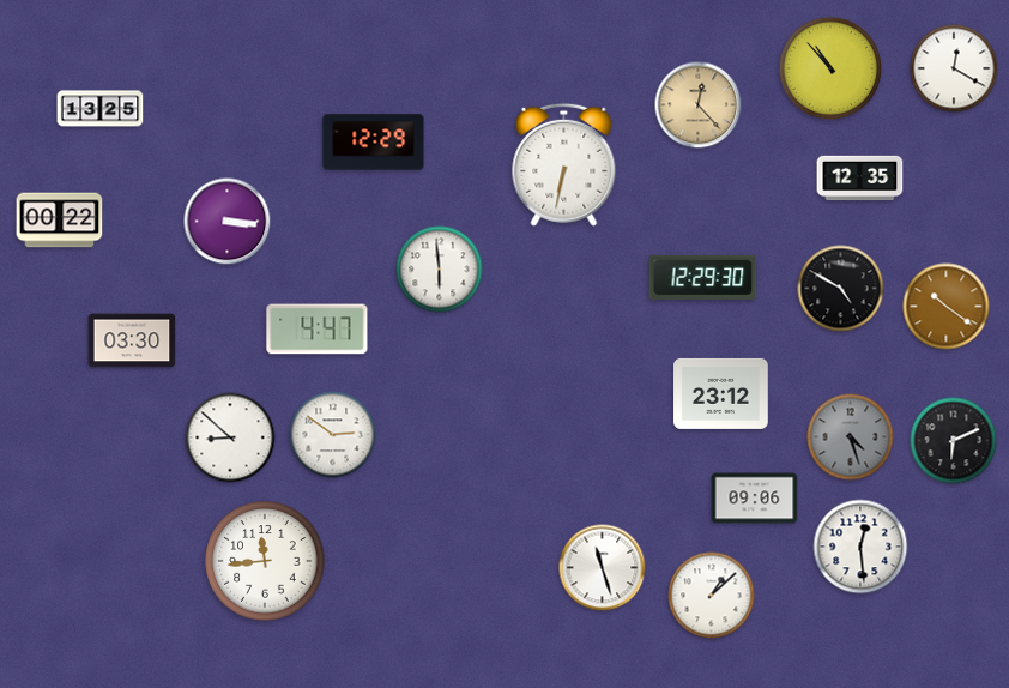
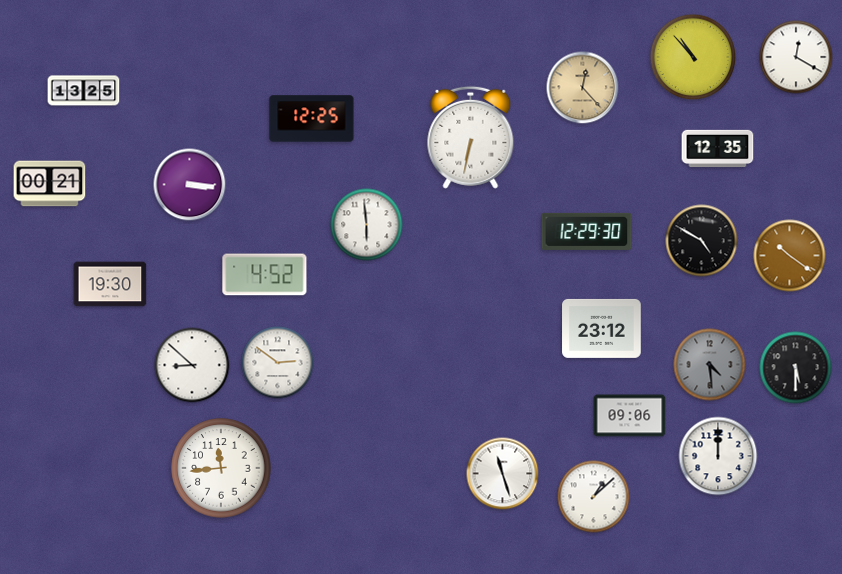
clock at (374, 143): 12:29 -> 12:25
clock at (60, 221): 00:22 -> 00:21
clock at (318, 330): 4:47 -> 4:52
clock at (132, 340): 03:30 -> 19:30
clock at (851, 437): 4:27 -> 4:29
clock at (954, 441): 6:11 -> 5:30
clock at (860, 547): 12:29 -> 12:00
